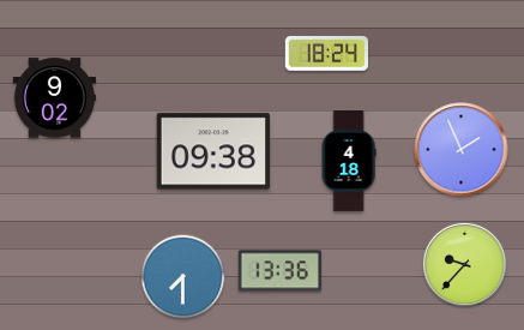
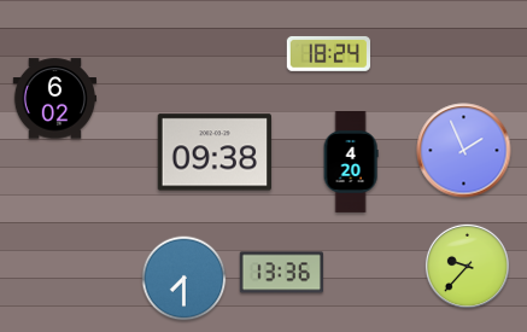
clock at (54, 98): 9:02 -> 6:02
clock at (349, 162): 4:18 -> 4:20
